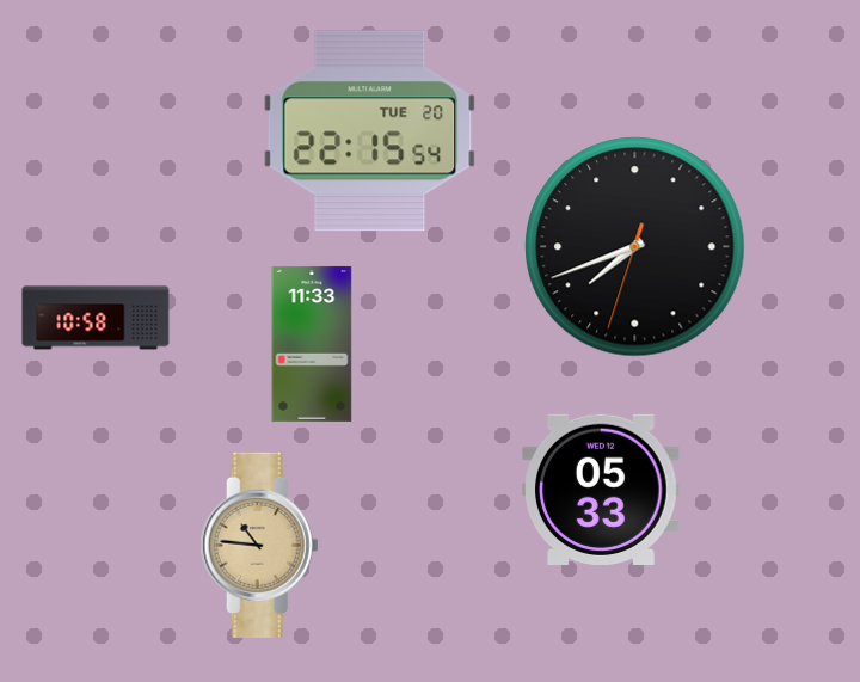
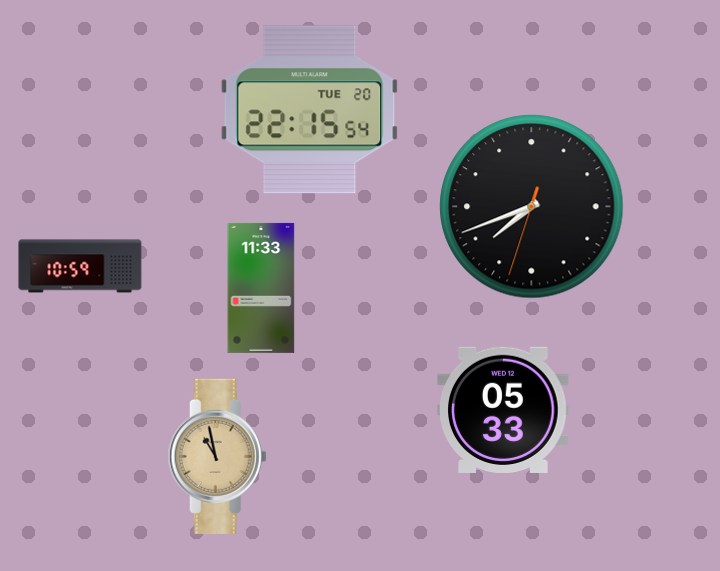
clock at (96, 318): 10:58 -> 10:59
clock at (259, 545): 10:46 -> 10:58
